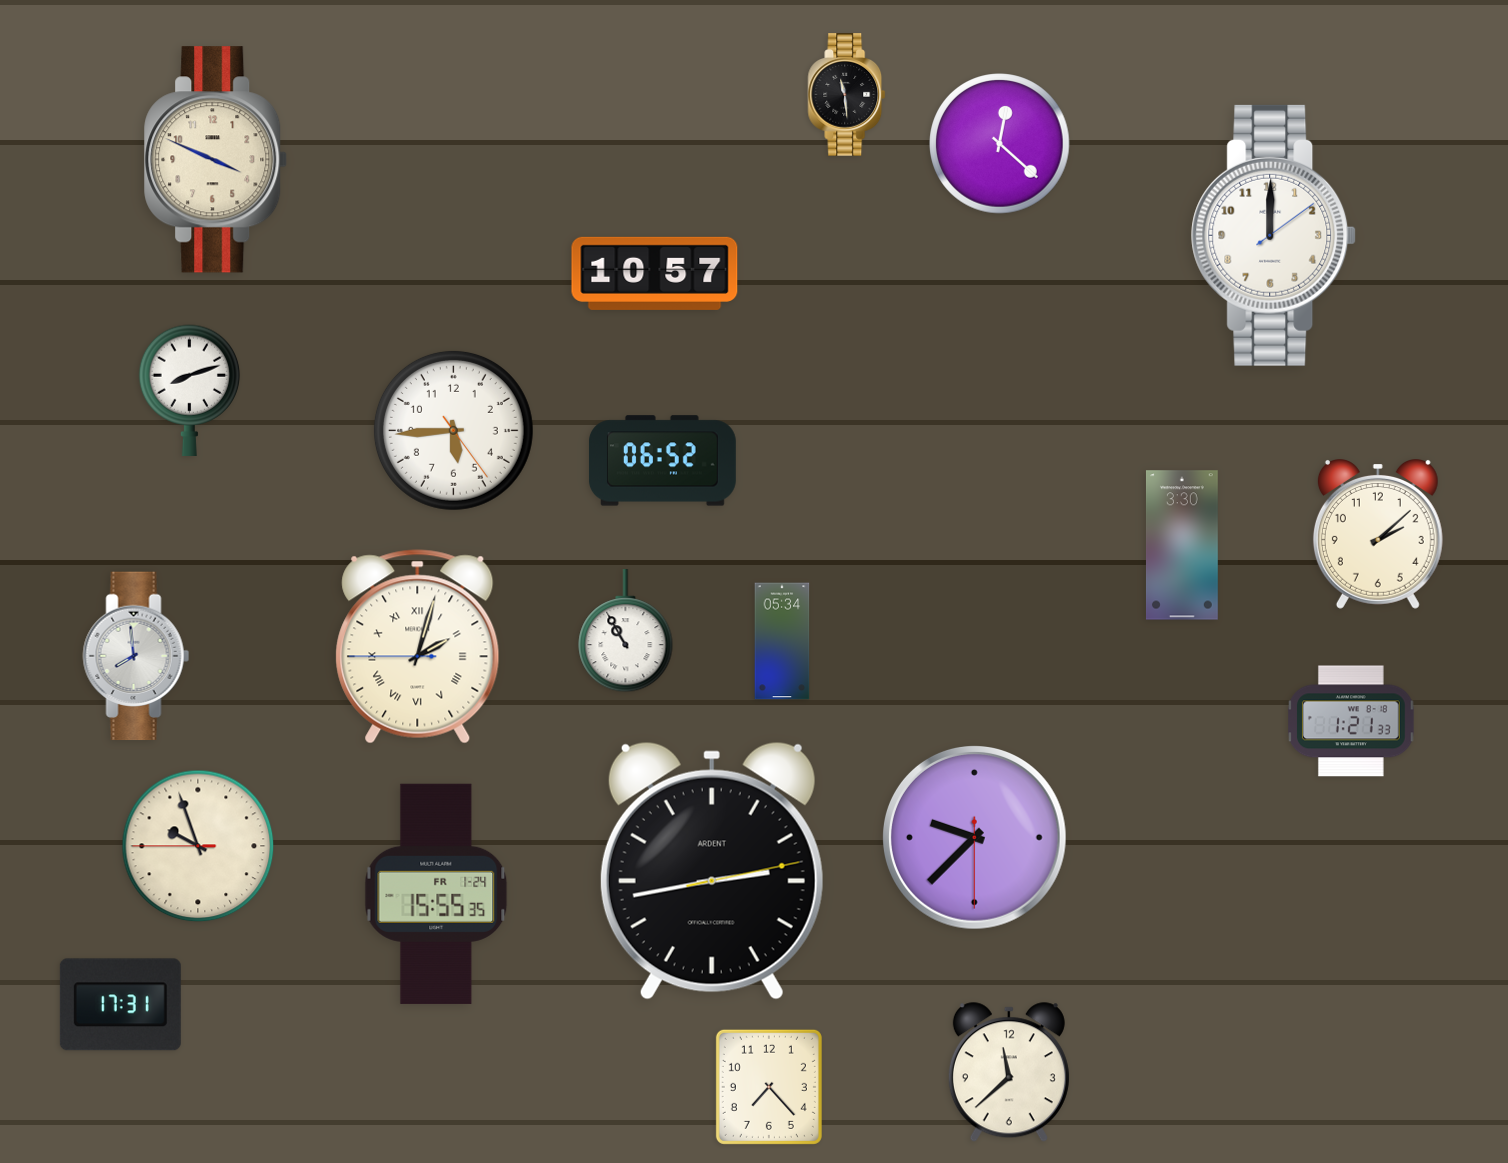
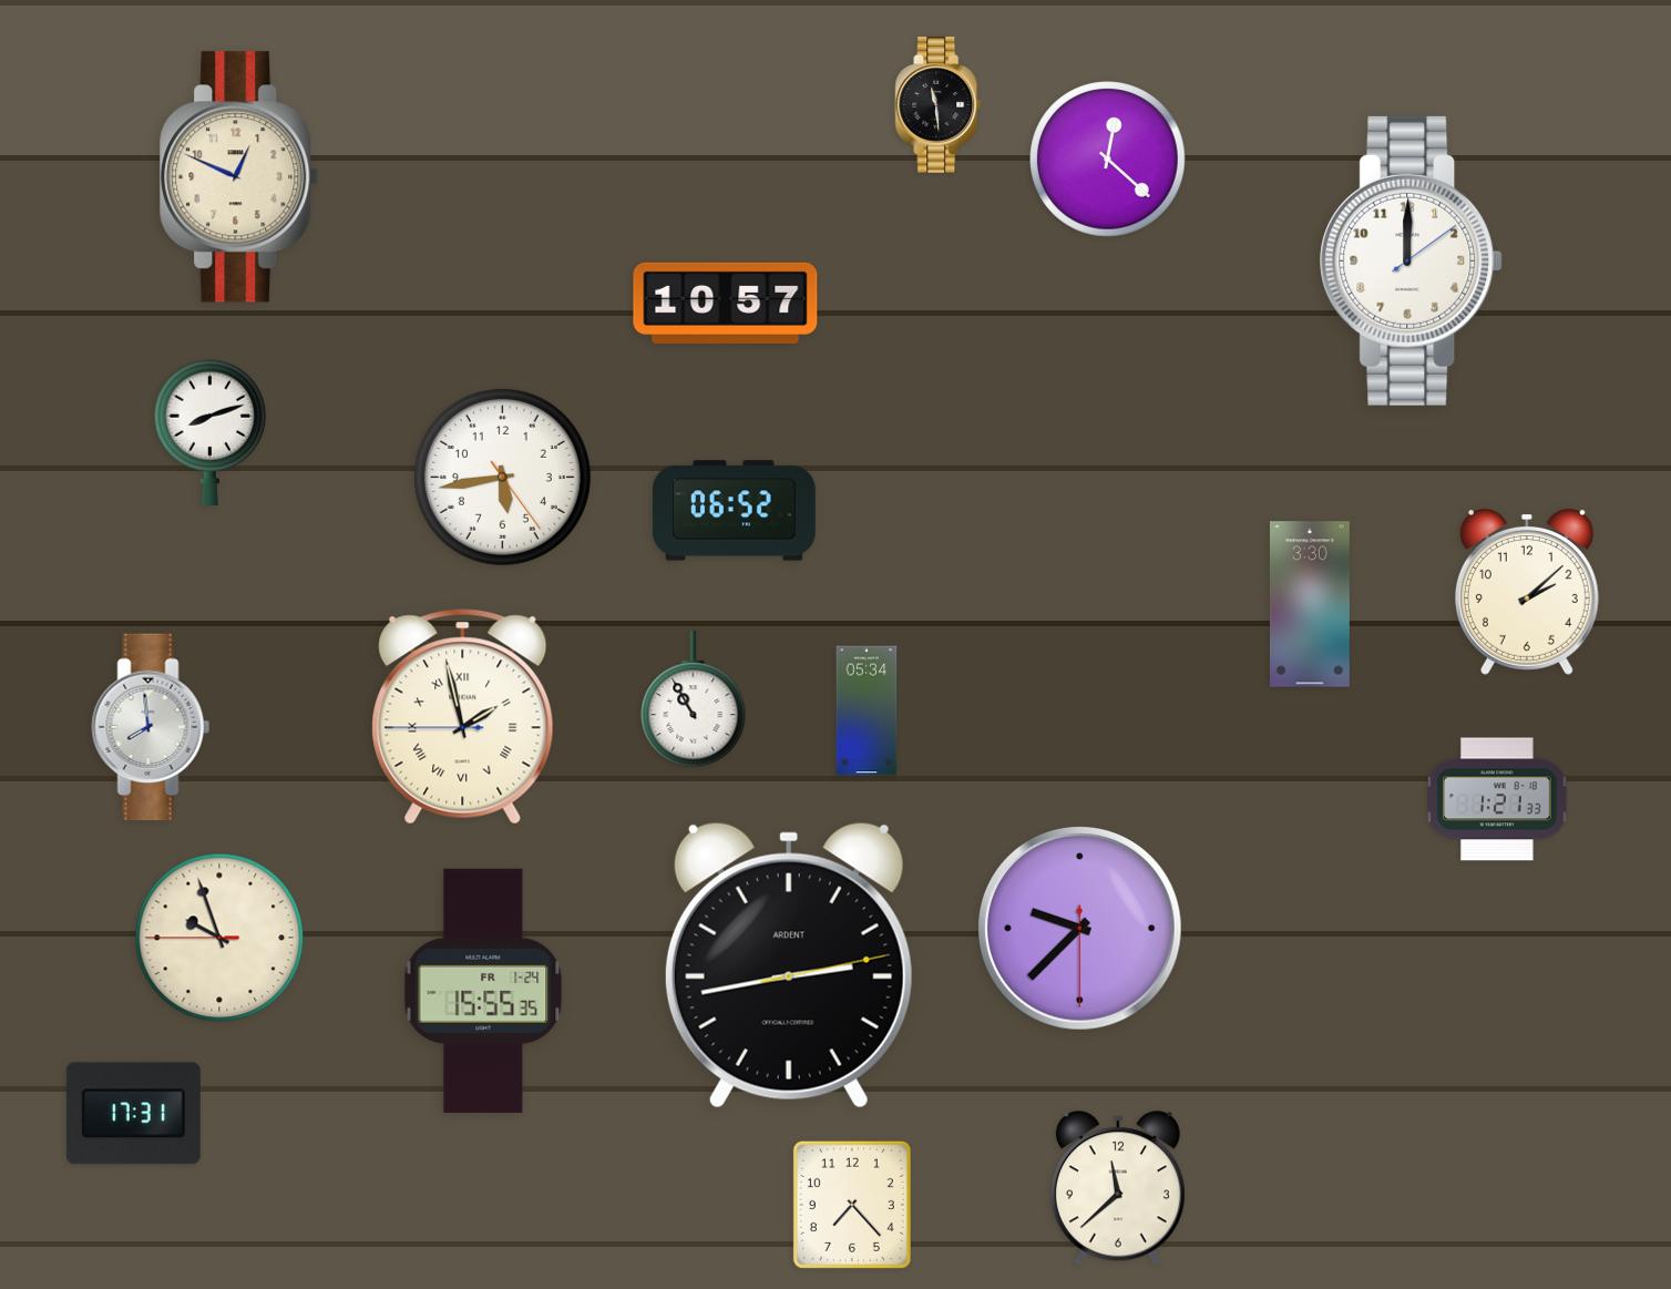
clock at (216, 160): 3:49 -> 12:49
clock at (453, 430): 5:44 -> 5:43
clock at (418, 647): 2:02 -> 1:57
